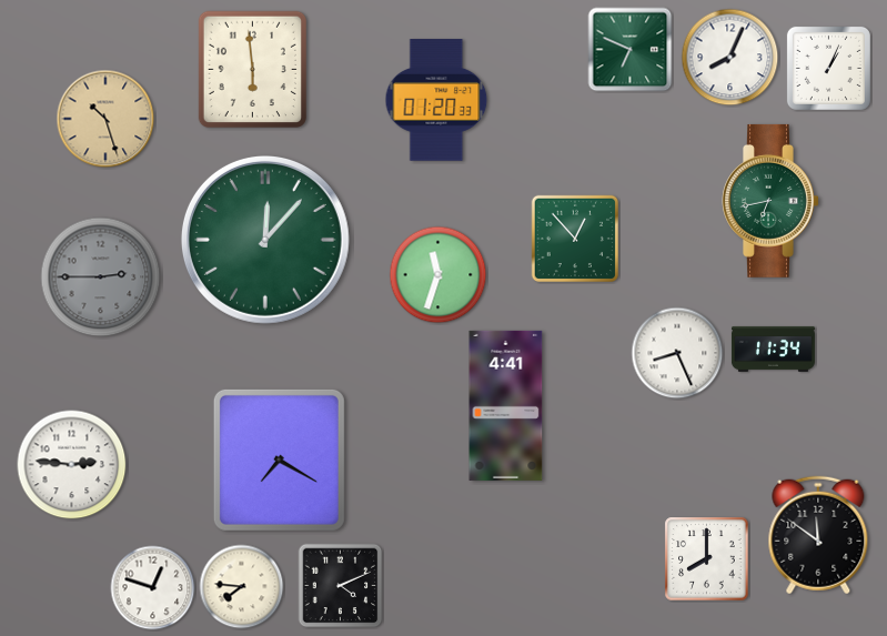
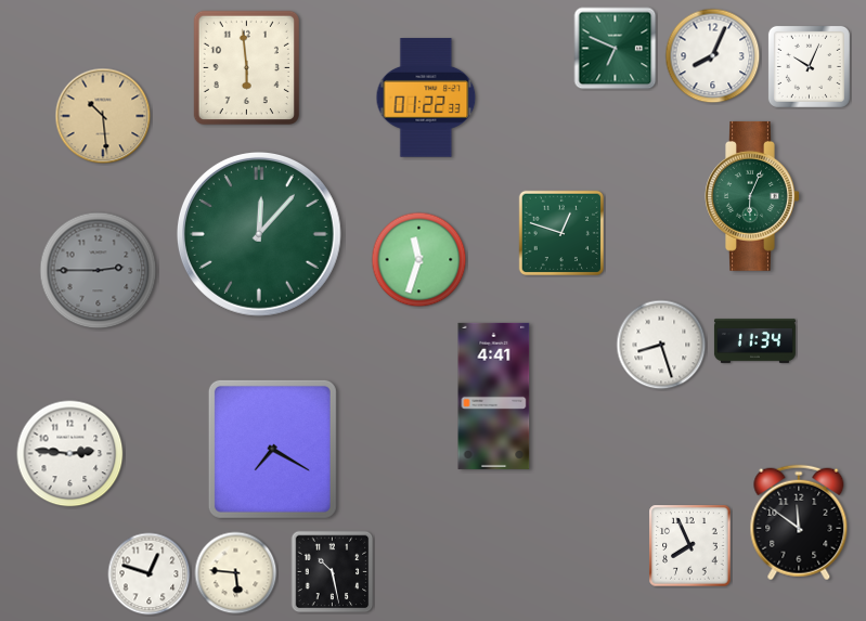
clock at (828, 68): 1:04 -> 10:04
clock at (436, 100): 01:20 -> 01:22
clock at (105, 119): 10:27 -> 10:29
clock at (770, 201): 6:43 -> 6:04
clock at (575, 238): 12:53 -> 12:48
clock at (439, 275) position: (439, 275) -> (419, 260)
clock at (677, 353): 8:26 -> 8:27
clock at (707, 559): 8:00 -> 7:56
clock at (341, 586): 4:11 -> 10:28
clock at (242, 587): 7:46 -> 5:46
